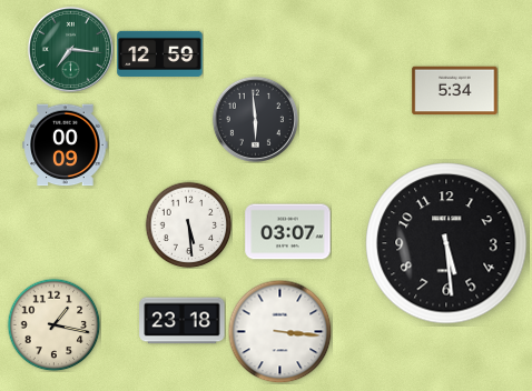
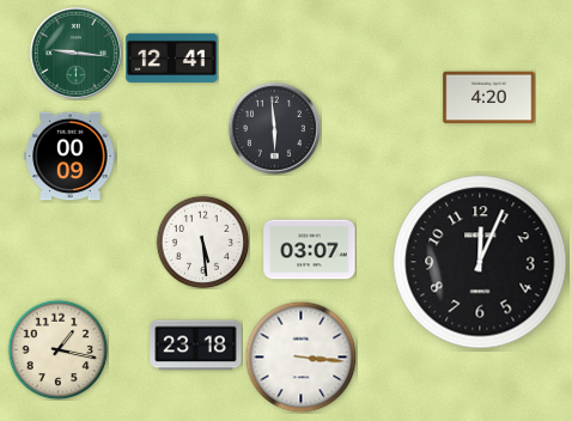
clock at (70, 49): 7:16 -> 9:16
clock at (160, 53): 12:59 -> 12:41
clock at (455, 91): 5:34 -> 4:20
clock at (446, 243): 5:29 -> 12:04
